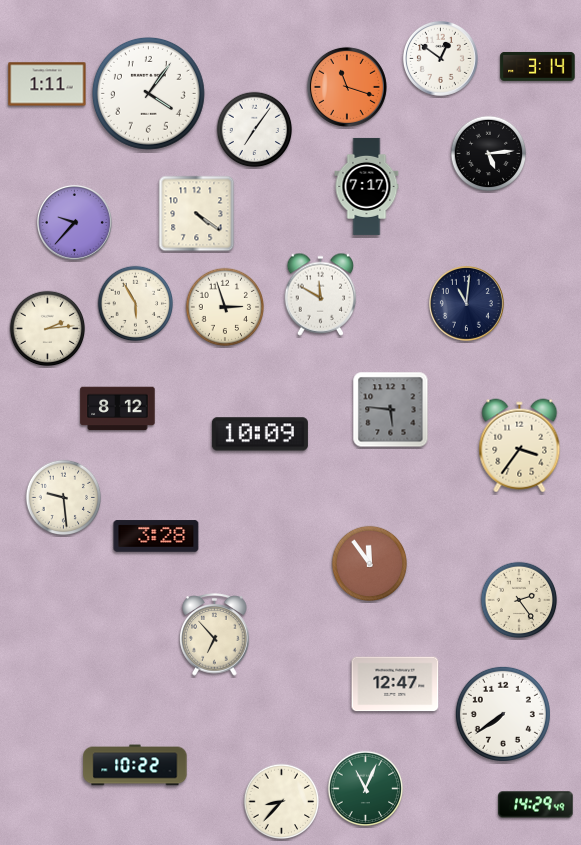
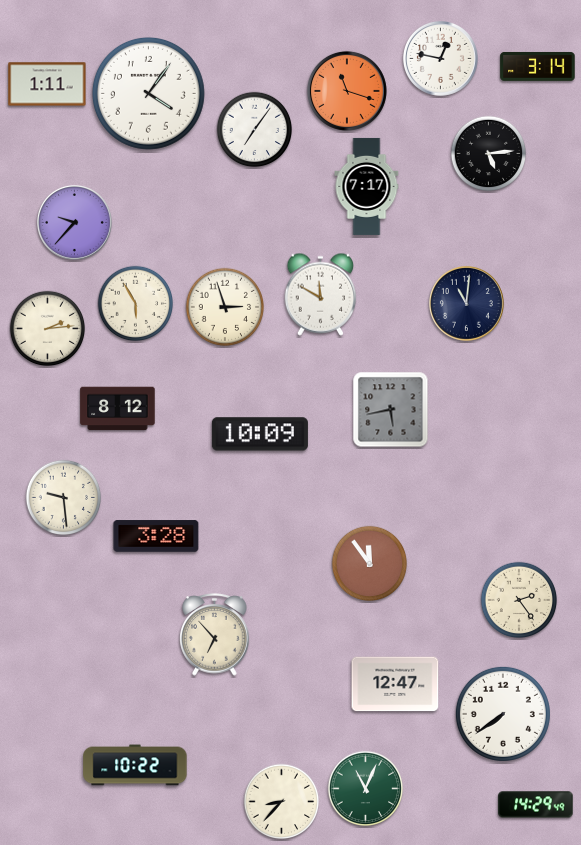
clock at (440, 58): 12:51 -> 12:47
clock at (347, 87) position: (347, 87) -> (347, 91)
clock at (197, 214): 4:21 -> none
clock at (391, 410): 5:46 -> 5:43
clock at (520, 446): 3:36 -> none
